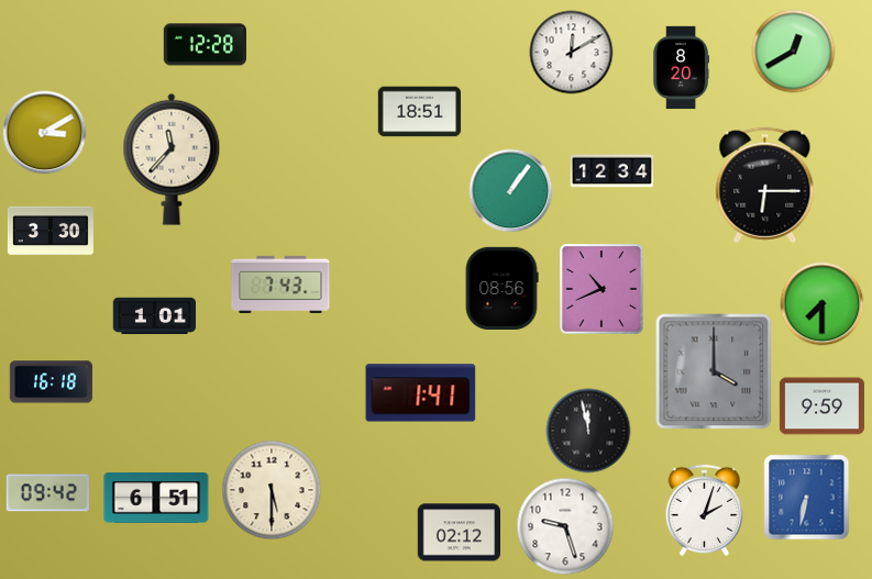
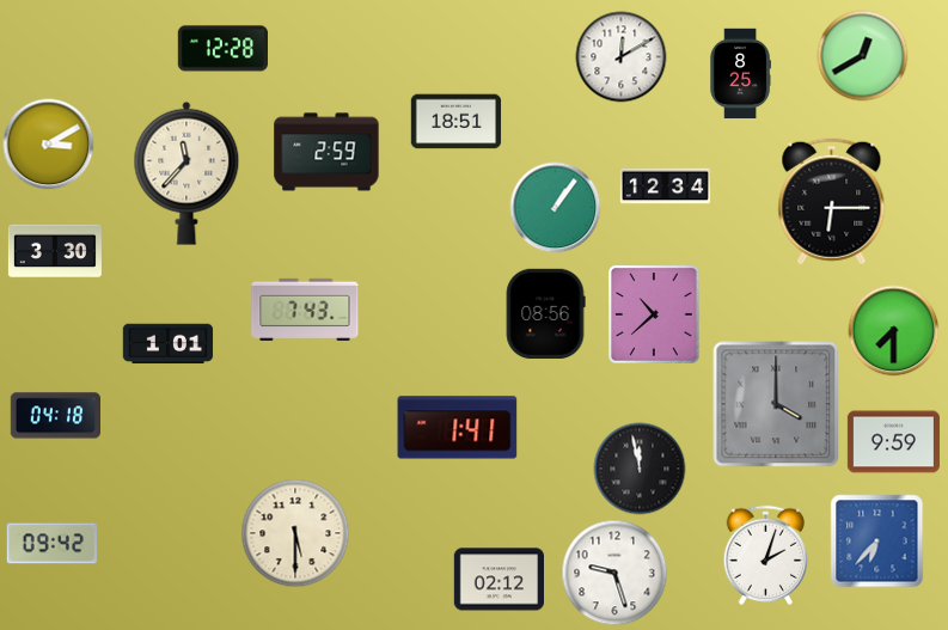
clock at (681, 68): 8:20 -> 8:25
clock at (326, 152): none -> 2:59
clock at (601, 289): 10:41 -> 10:38
clock at (51, 382): 16:18 -> 04:18
clock at (47, 493) position: (47, 493) -> (51, 544)
clock at (156, 498): 6:51 -> none
clock at (807, 498): 6:32 -> 6:37
